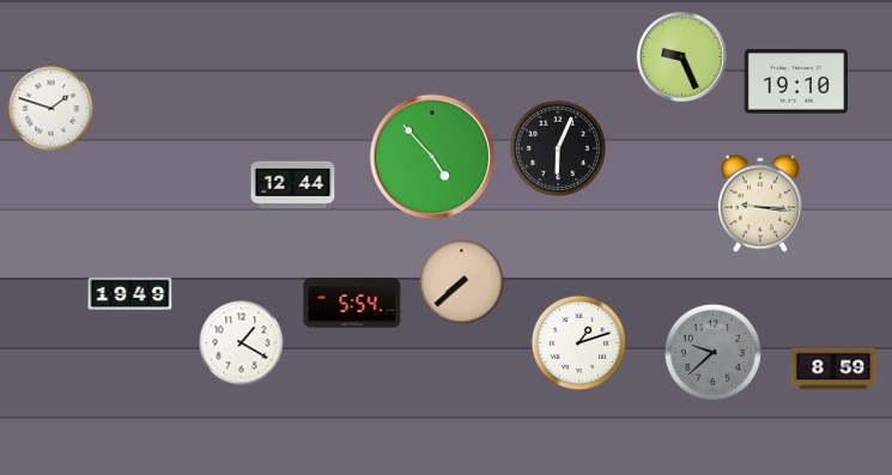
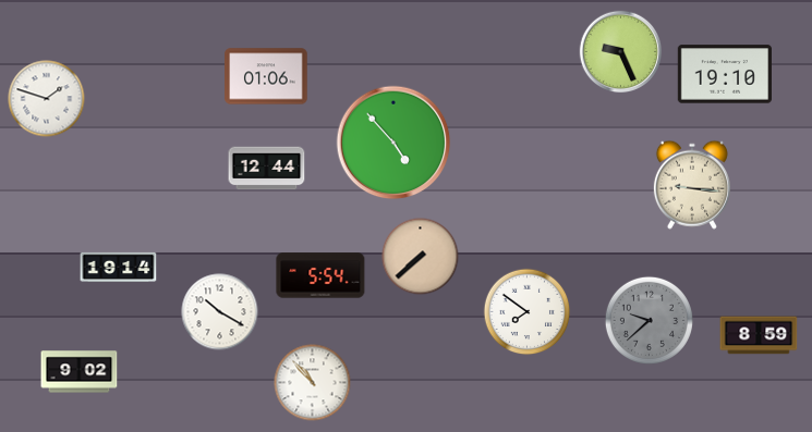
clock at (266, 76): none -> 01:06
clock at (557, 147): 6:04 -> none
clock at (131, 293): 19:49 -> 19:14
clock at (242, 343): 1:20 -> 10:20
clock at (580, 343): 1:12 -> 7:51
clock at (80, 372): none -> 9:02
clock at (313, 383): none -> 10:53
